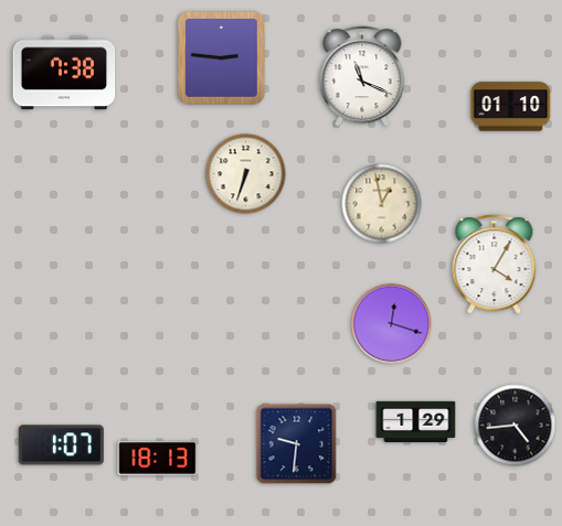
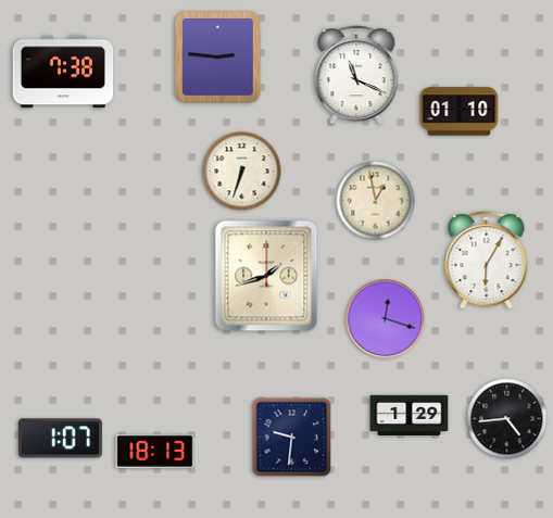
clock at (511, 107) position: (511, 107) -> (460, 112)
clock at (495, 265): 4:05 -> 6:05
clock at (266, 276): none -> 1:42
